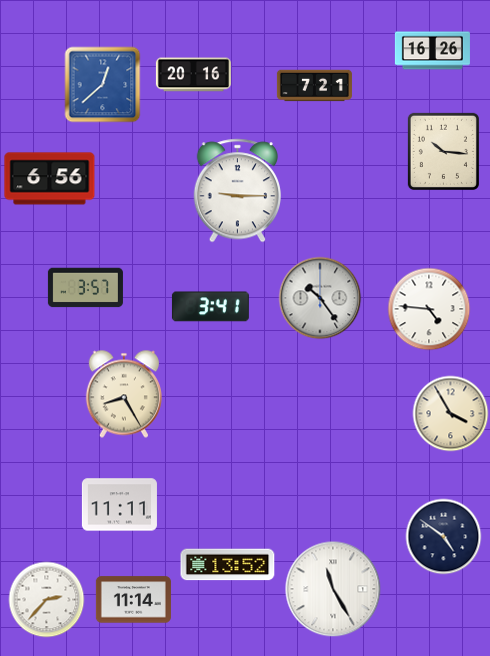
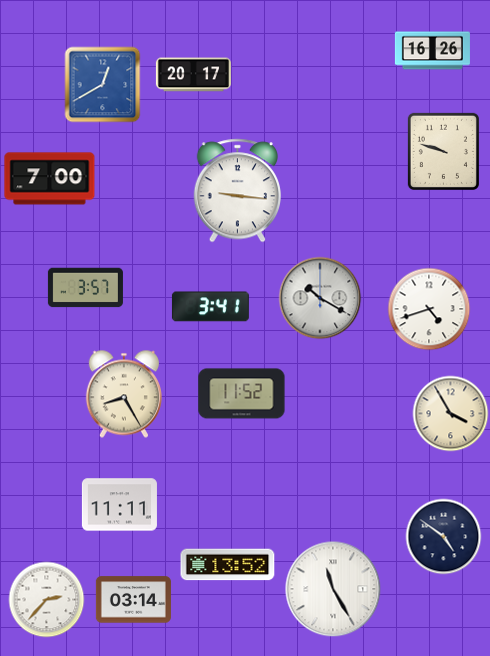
clock at (193, 75): 20:16 -> 20:17
clock at (103, 85): 12:38 -> 12:40
clock at (314, 86): 7:21 -> none
clock at (443, 151): 10:16 -> 9:48
clock at (50, 179): 6:56 -> 7:00
clock at (238, 191): 9:15 -> 9:16
clock at (320, 298): 10:24 -> 10:20
clock at (429, 309): 4:46 -> 4:42
clock at (242, 394): none -> 11:52
clock at (133, 600): 11:14 -> 03:14
